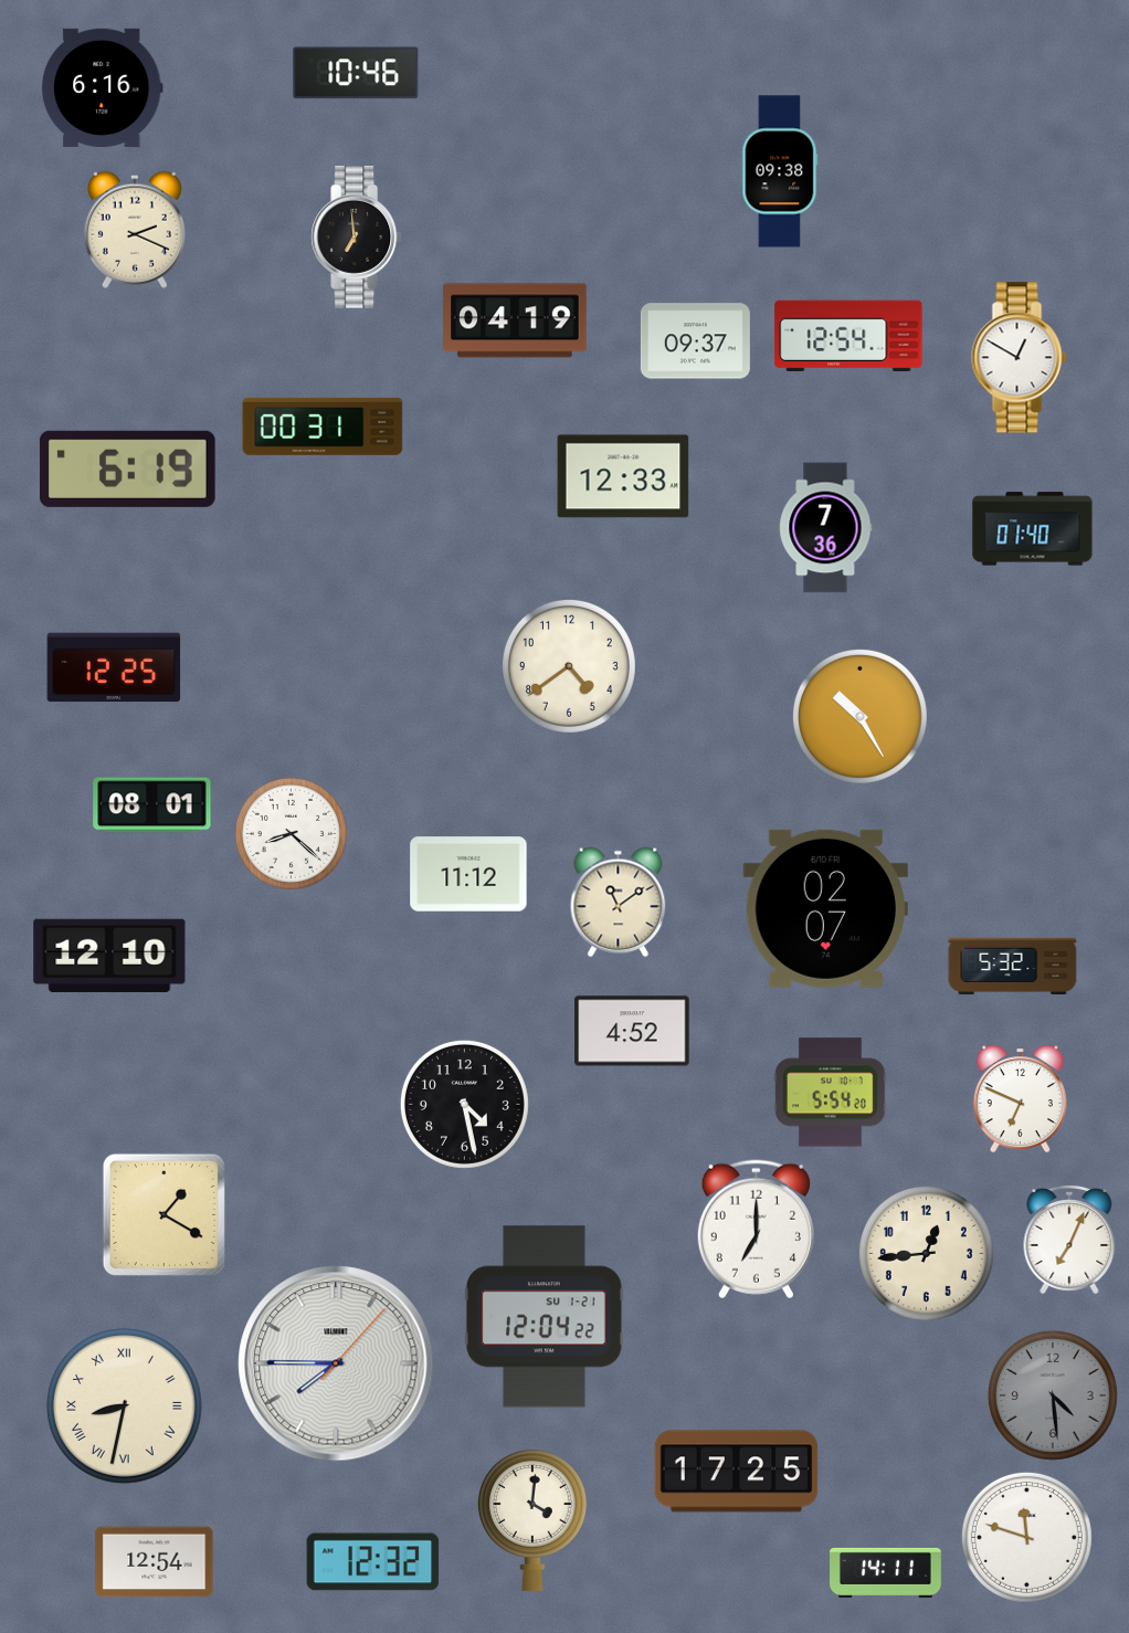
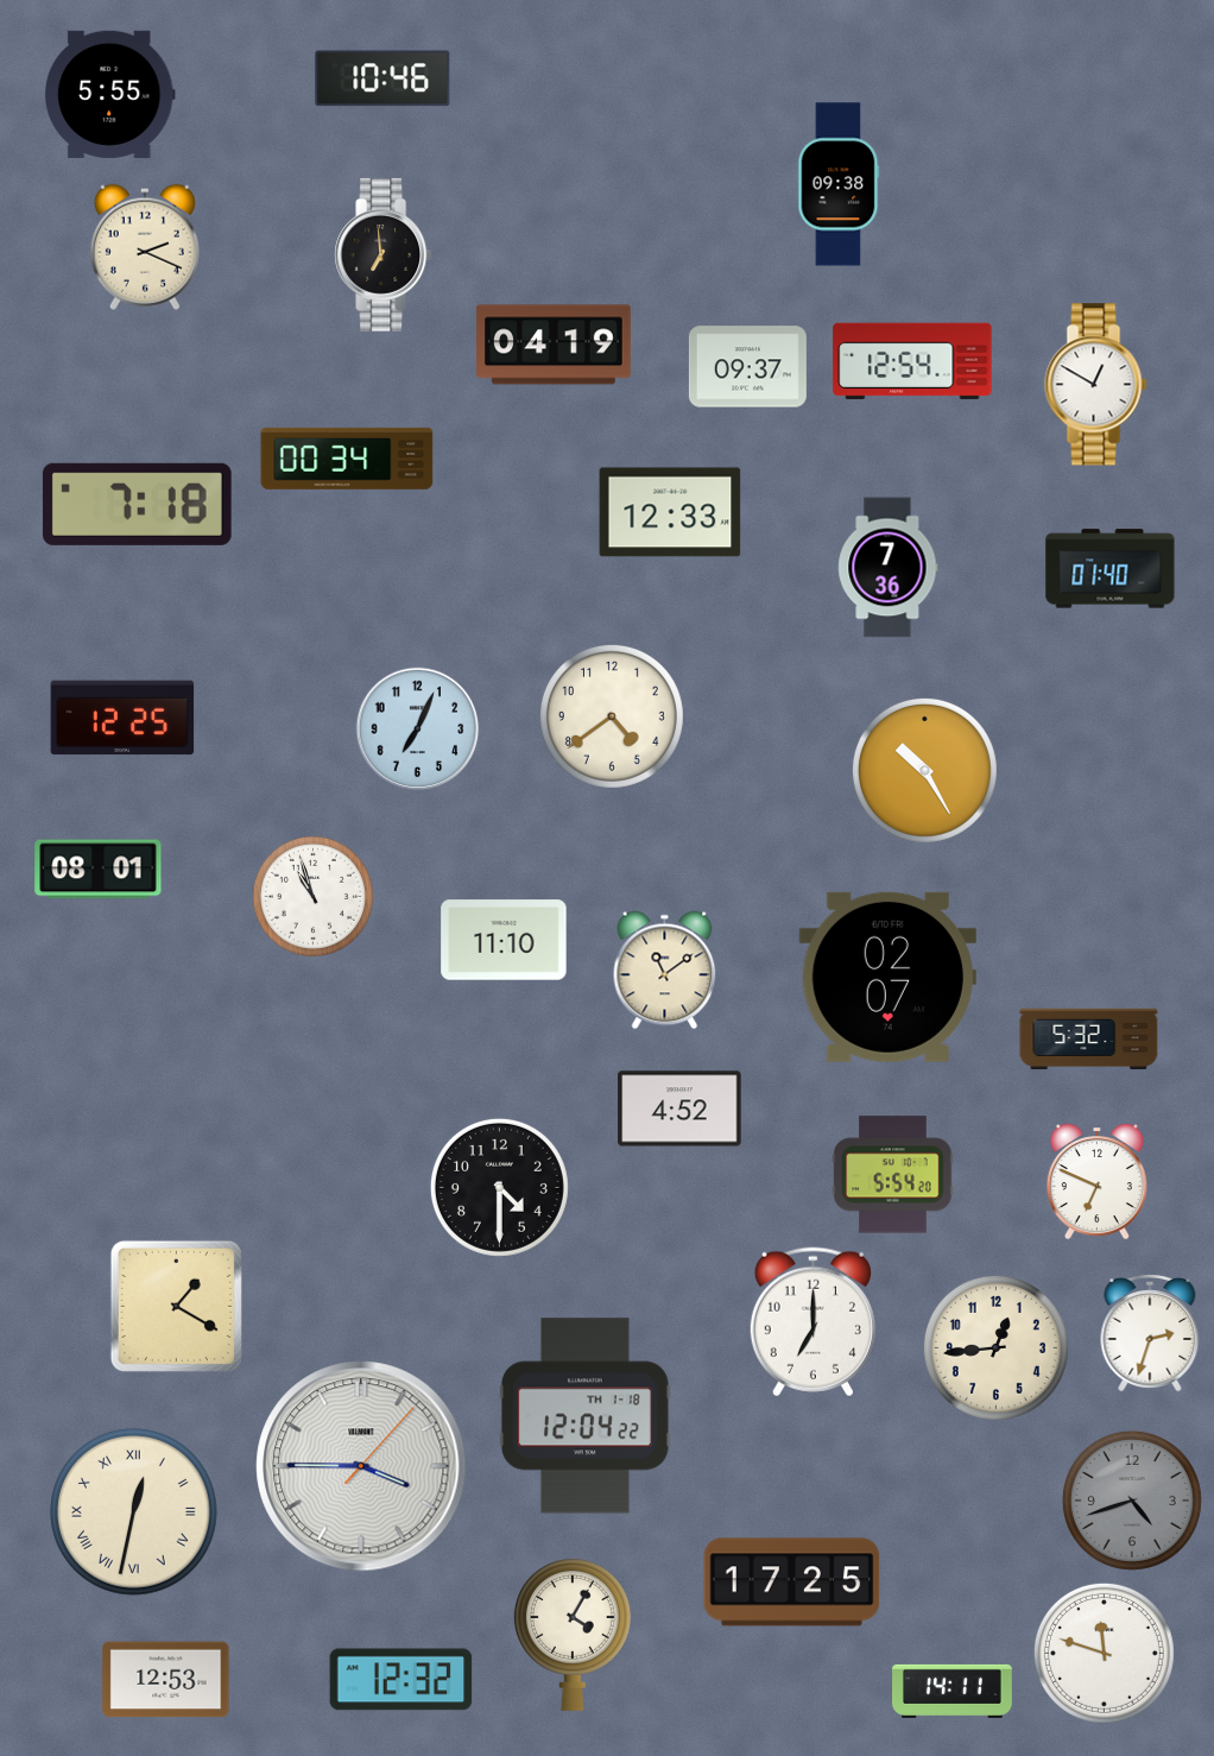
clock at (102, 87): 6:16 -> 5:55
clock at (323, 426): 00:31 -> 00:34
clock at (127, 468): 6:19 -> 7:18
clock at (418, 729): none -> 7:04
clock at (152, 805) position: (152, 805) -> (99, 870)
clock at (291, 833): 8:22 -> 10:57
clock at (468, 874): 11:12 -> 11:10
clock at (109, 955): 12:10 -> none
clock at (464, 1104): 4:28 -> 4:30
clock at (1069, 1241): 7:04 -> 2:33
clock at (544, 1317) date: SU 1-21 -> TH 1-18
clock at (336, 1363): 7:45 -> 3:45
clock at (1053, 1395): 4:29 -> 4:42
clock at (125, 1407): 8:32 -> 12:32
clock at (532, 1519): 4:01 -> 4:05
clock at (155, 1562): 12:54 -> 12:53
